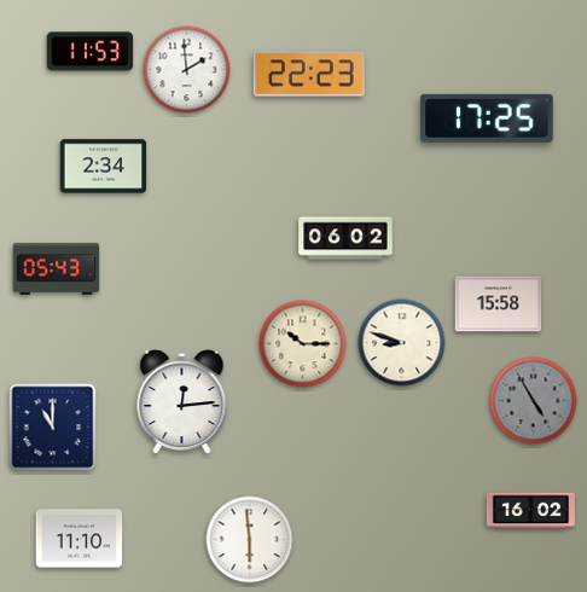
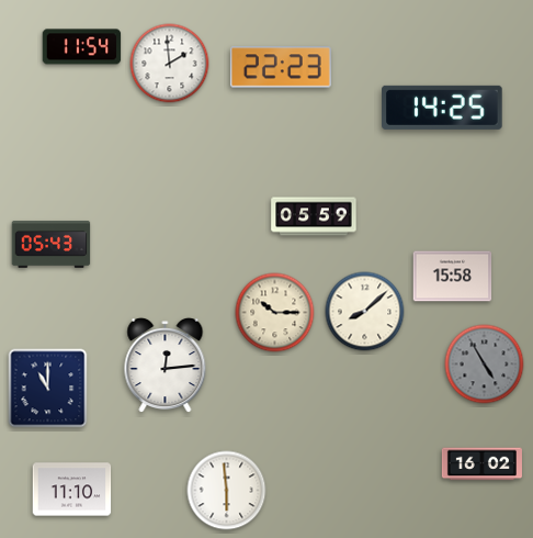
clock at (91, 52): 11:53 -> 11:54
clock at (487, 118): 17:25 -> 14:25
clock at (104, 167): 2:34 -> none
clock at (345, 238): 06:02 -> 05:59
clock at (402, 343): 8:48 -> 8:08
